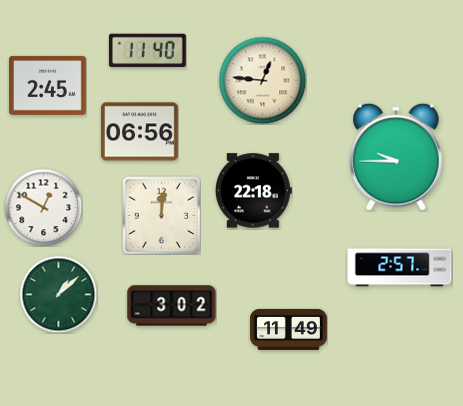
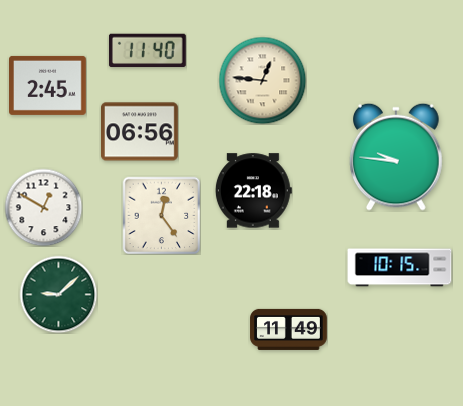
clock at (397, 157): 9:45 -> 9:46
clock at (161, 215): 12:01 -> 12:24
clock at (400, 268): 2:57 -> 10:15
clock at (58, 294): 1:08 -> 9:08
clock at (172, 306): 3:02 -> none
